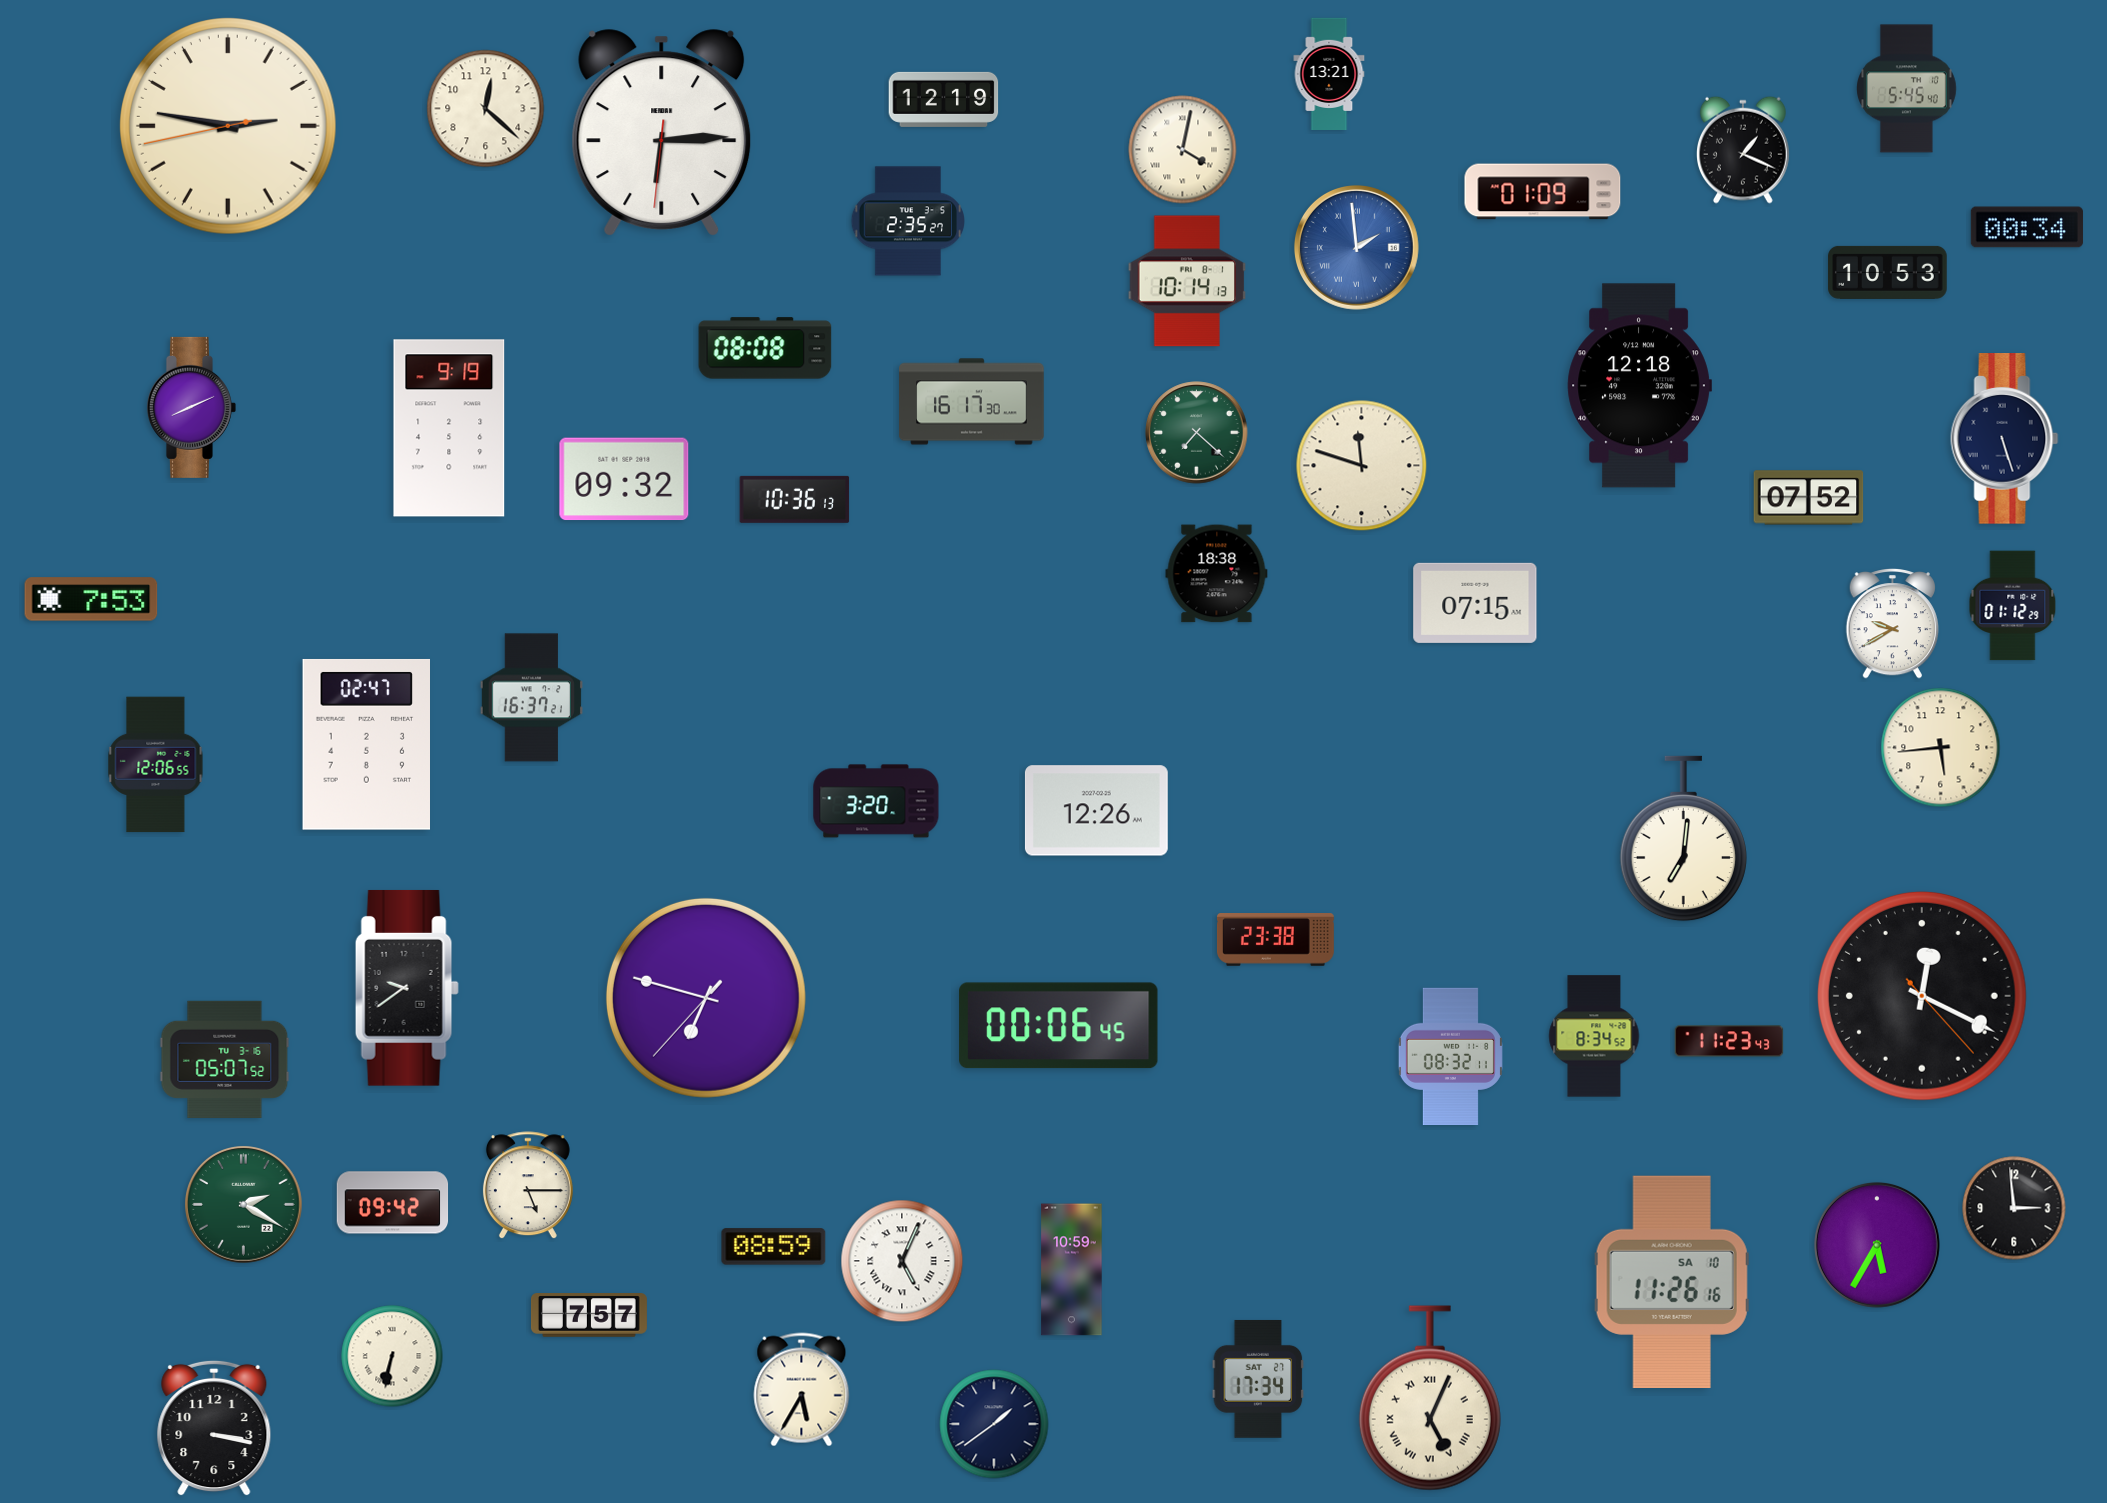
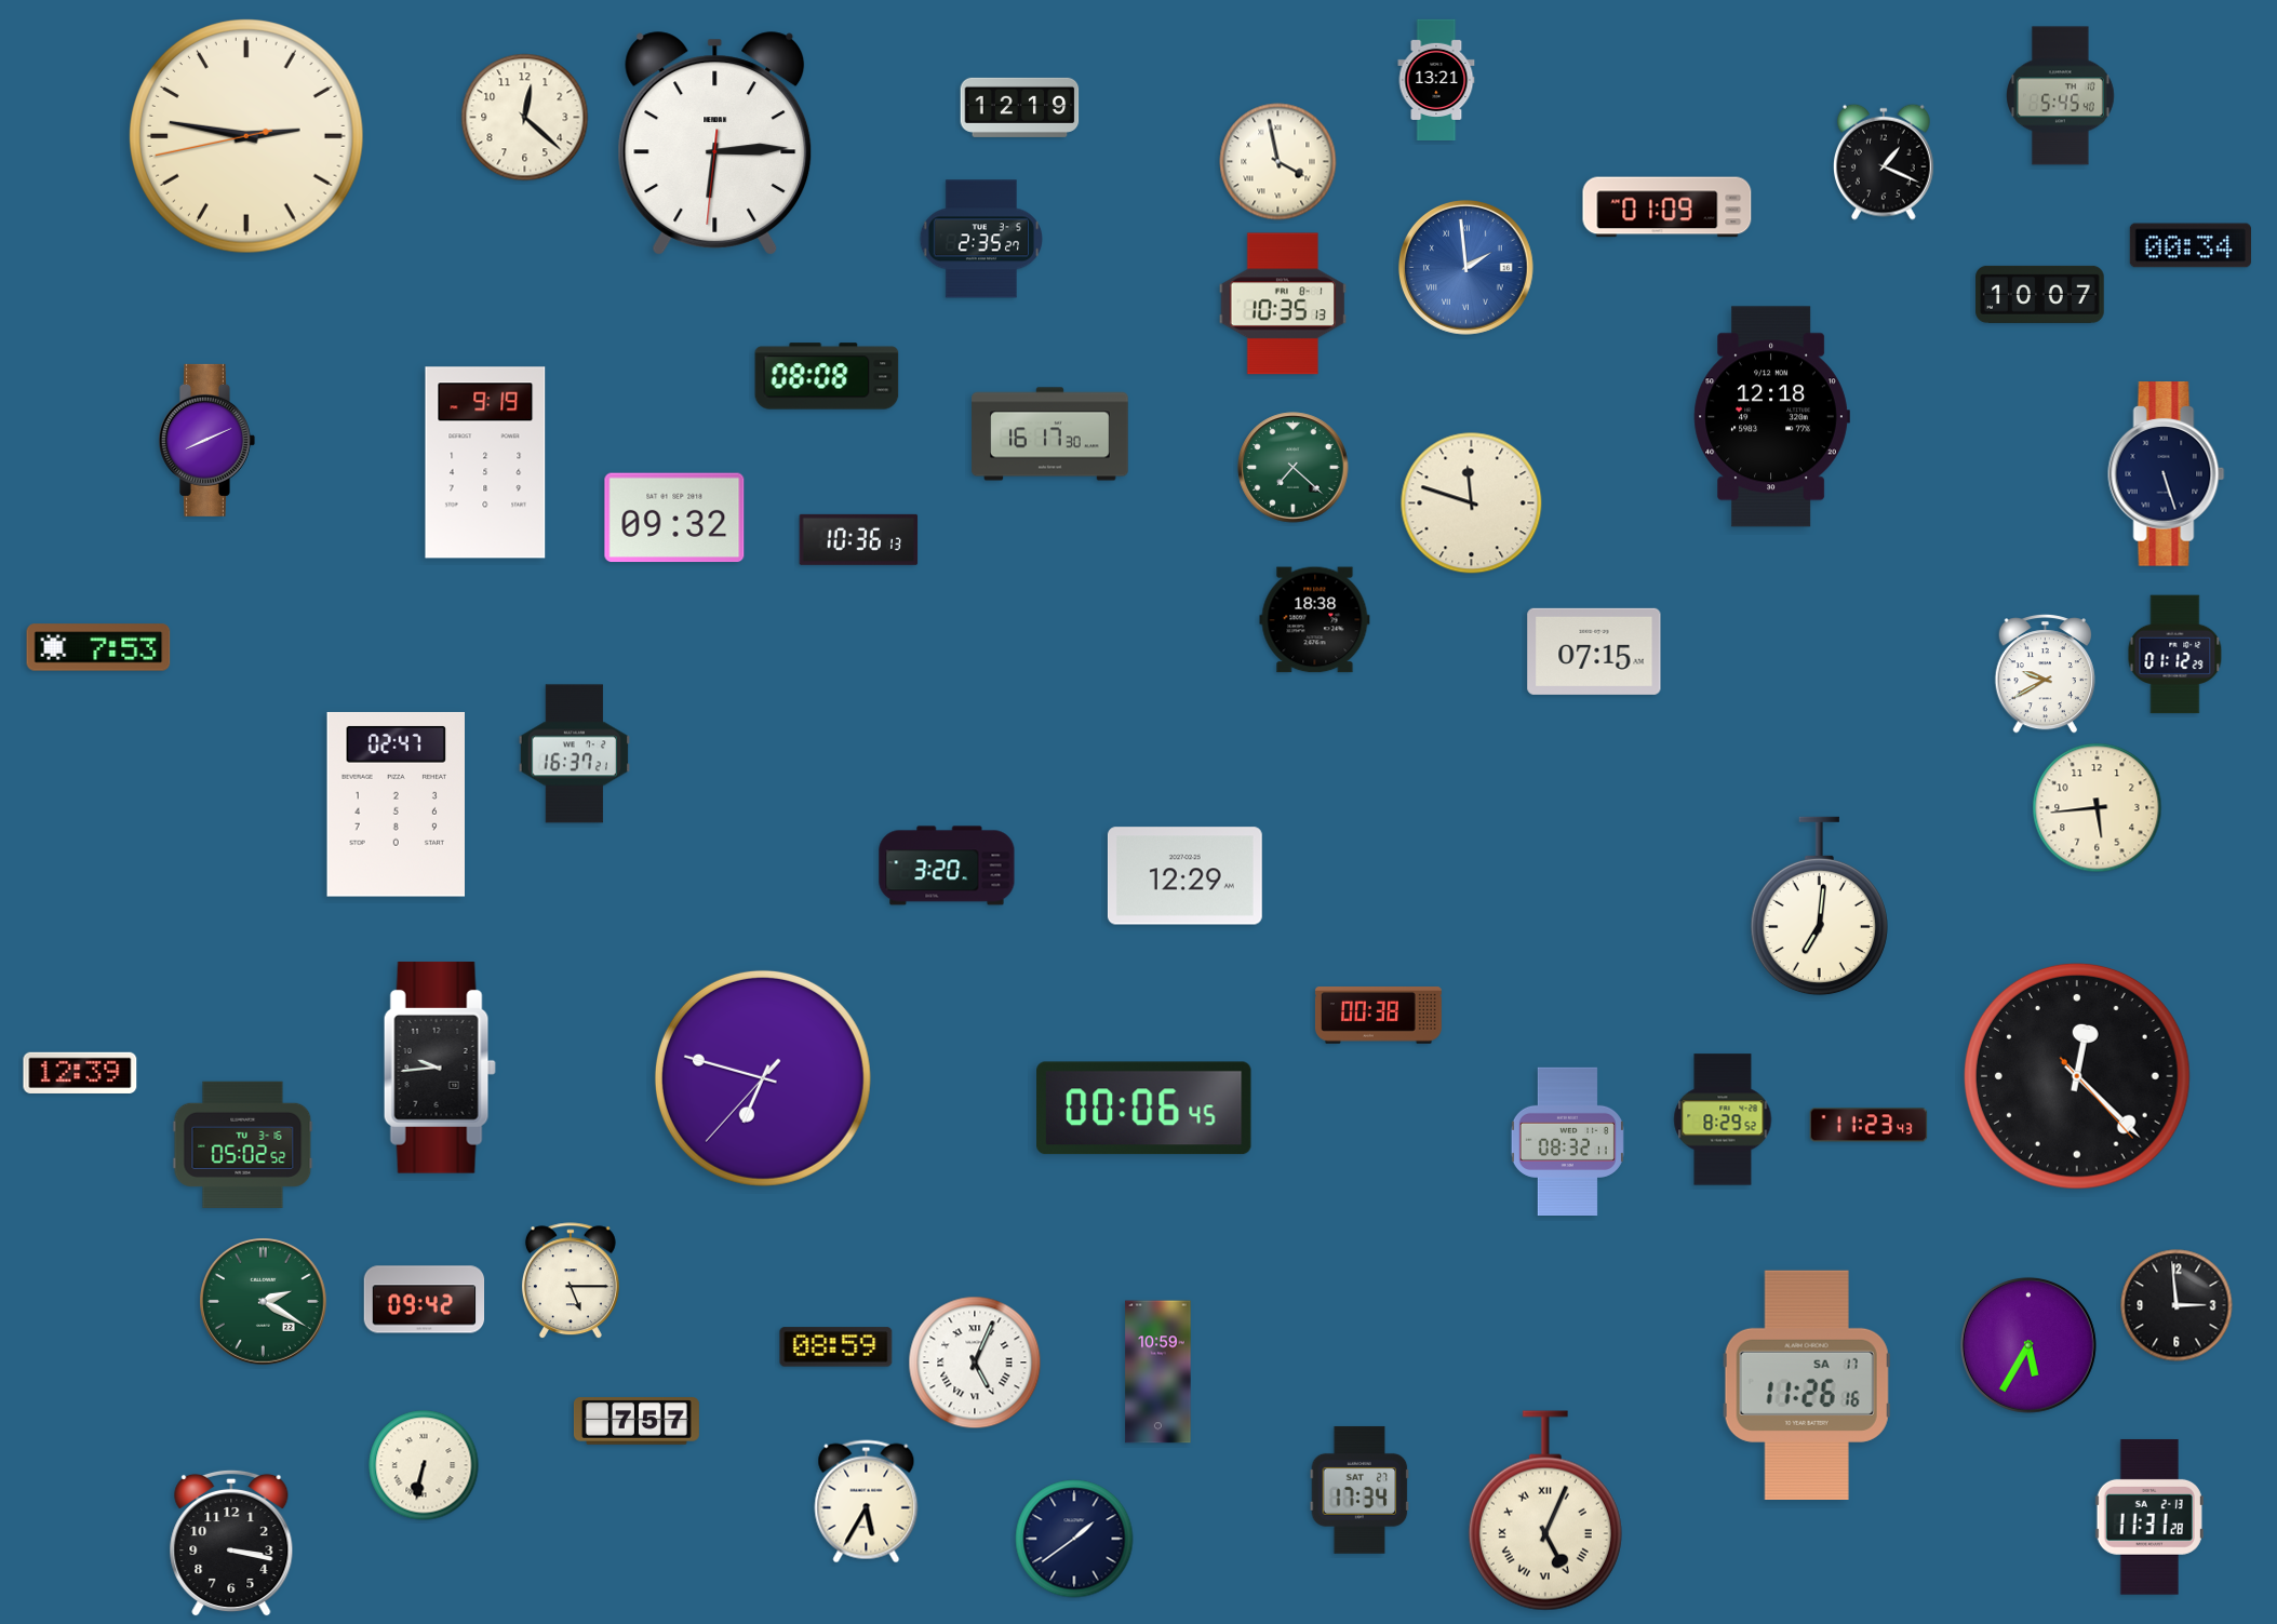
clock at (1183, 150): 4:02 -> 3:58
clock at (1888, 272): 10:53 -> 10:07
clock at (1187, 281): 10:14 -> 10:35
clock at (1809, 498): 07:52 -> none
clock at (156, 765): 12:06 -> none
clock at (1096, 811): 12:26 -> 12:29
clock at (1276, 940): 23:38 -> 00:38
clock at (407, 988): 9:39 -> 9:44
clock at (80, 1073): none -> 12:39
clock at (1922, 996): 12:19 -> 12:22
clock at (1594, 1036): 8:34 -> 8:29
clock at (225, 1059): 05:07 -> 05:02
clock at (1672, 1281) date: SA 10 -> SA 17
clock at (2149, 1517): none -> 11:31
